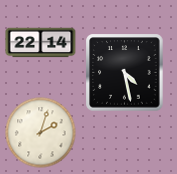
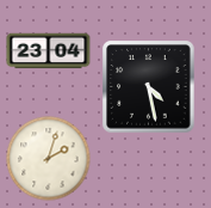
clock at (41, 43): 22:14 -> 23:04
